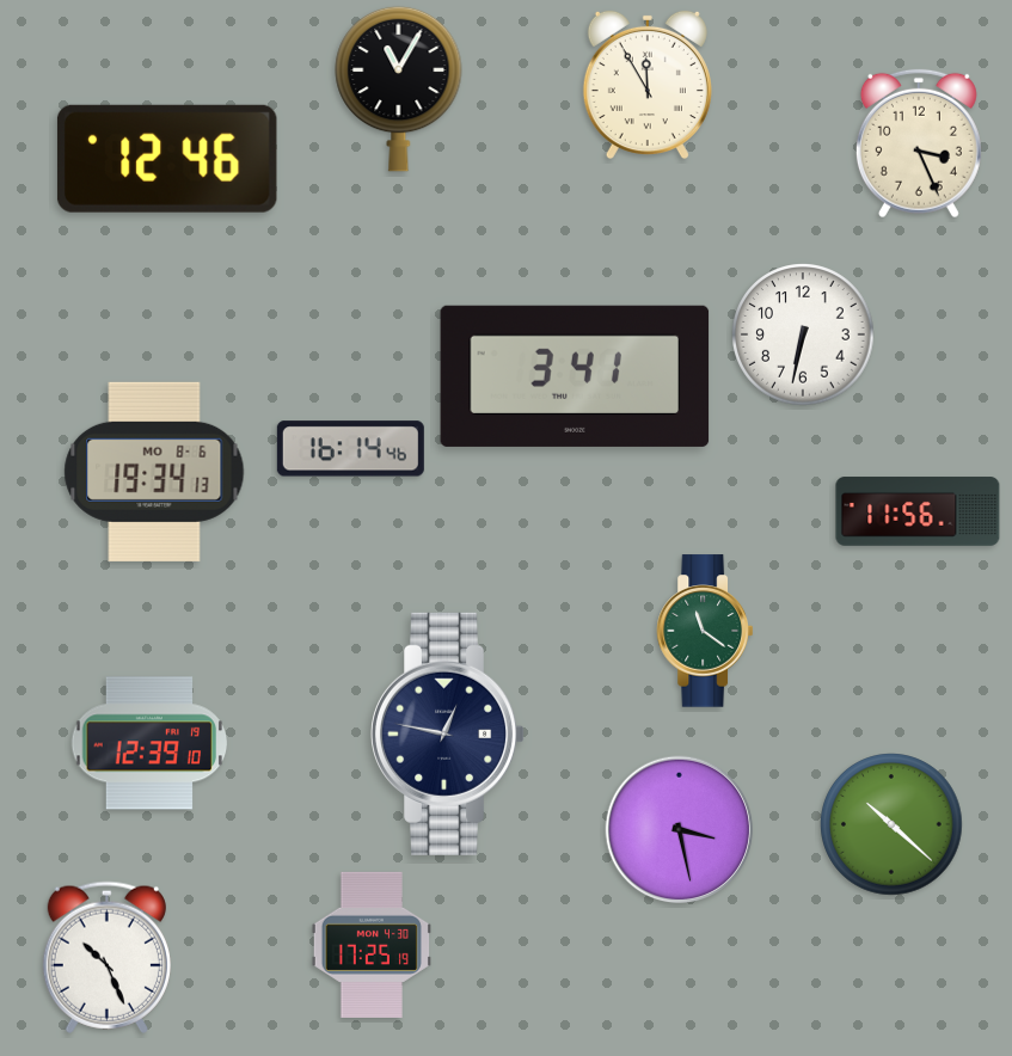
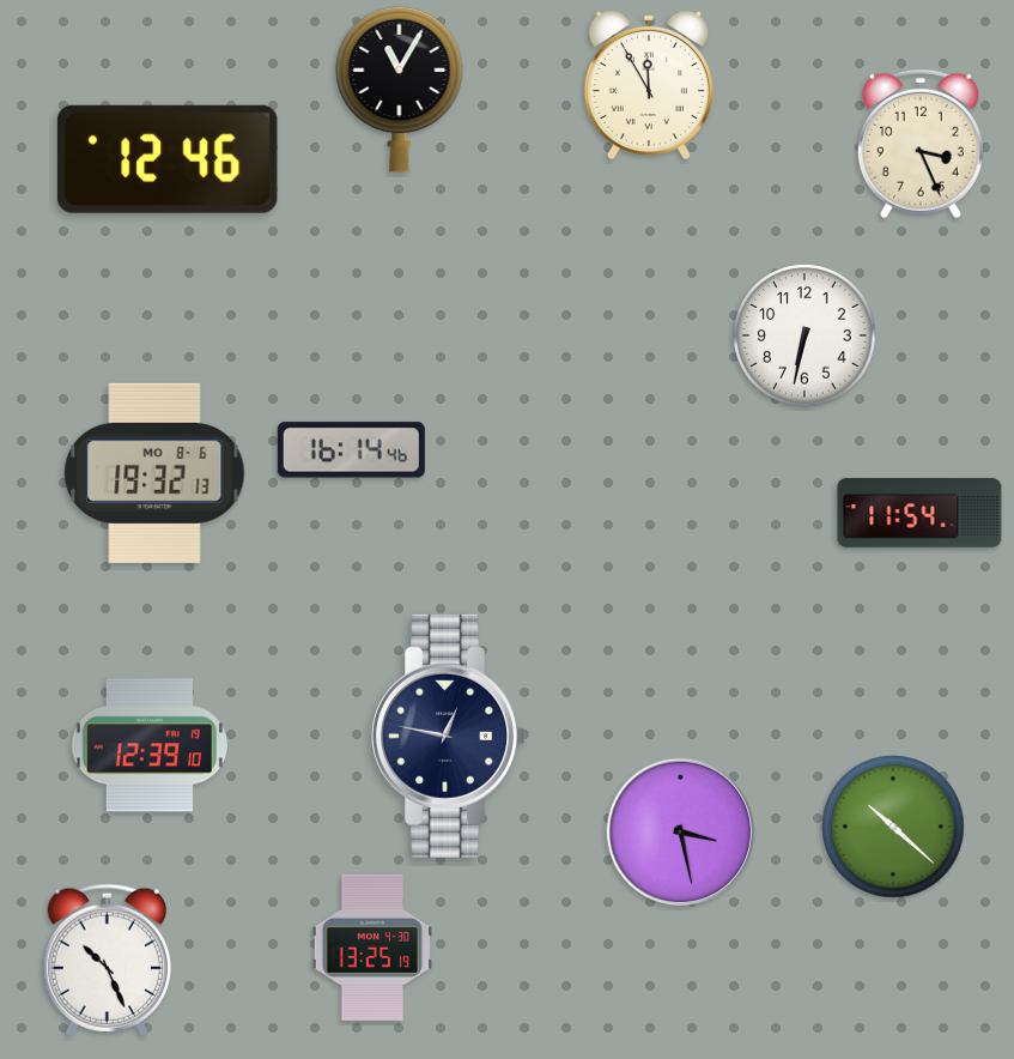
clock at (575, 376): 3:41 -> none
clock at (154, 472): 19:34 -> 19:32
clock at (918, 511): 11:56 -> 11:54
clock at (704, 631): 11:21 -> none
clock at (372, 945): 17:25 -> 13:25
